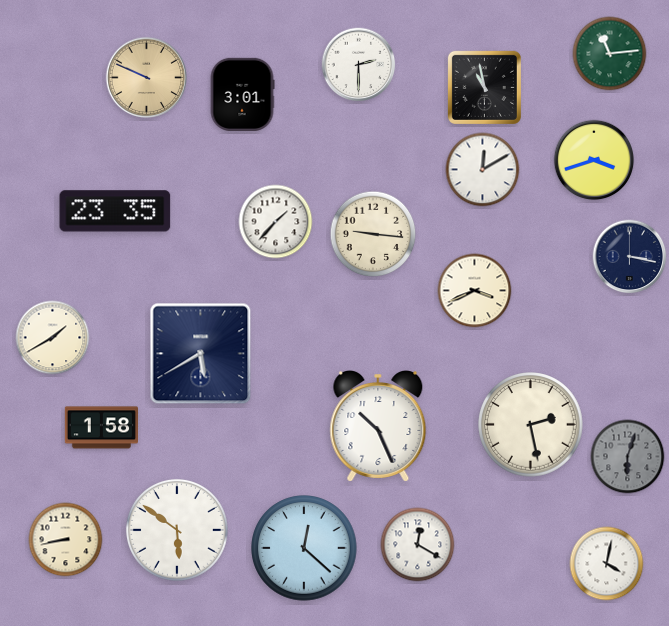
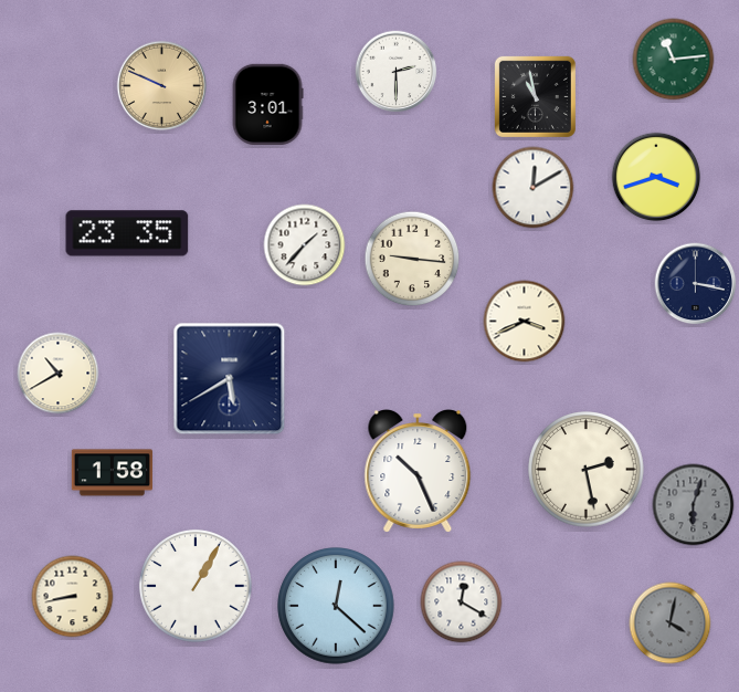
clock at (53, 338): 1:40 -> 10:40
clock at (201, 354) position: (201, 354) -> (230, 379)
clock at (177, 530): 5:51 -> 1:05
clock at (607, 564) dial: white -> grey
